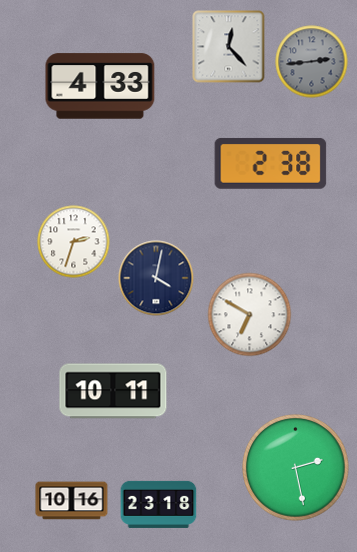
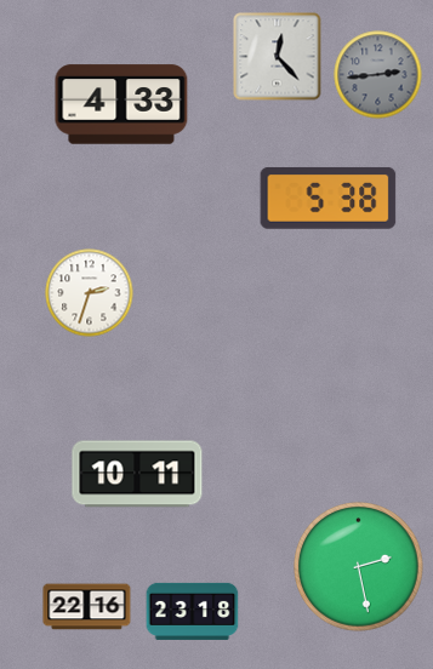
clock at (271, 163): 2:38 -> 5:38
clock at (156, 278): 4:02 -> none
clock at (250, 315): 6:50 -> none
clock at (72, 501): 10:16 -> 22:16
